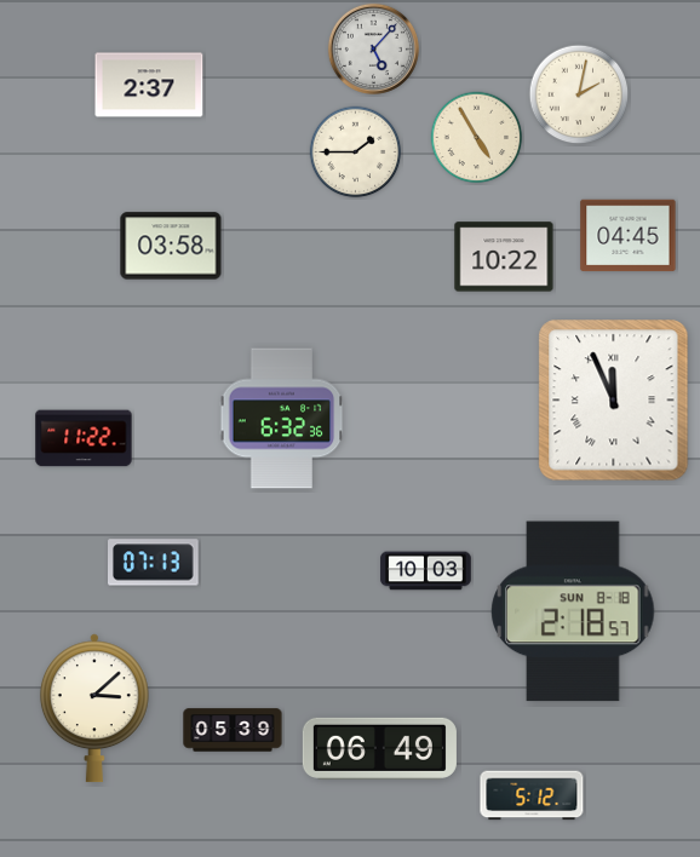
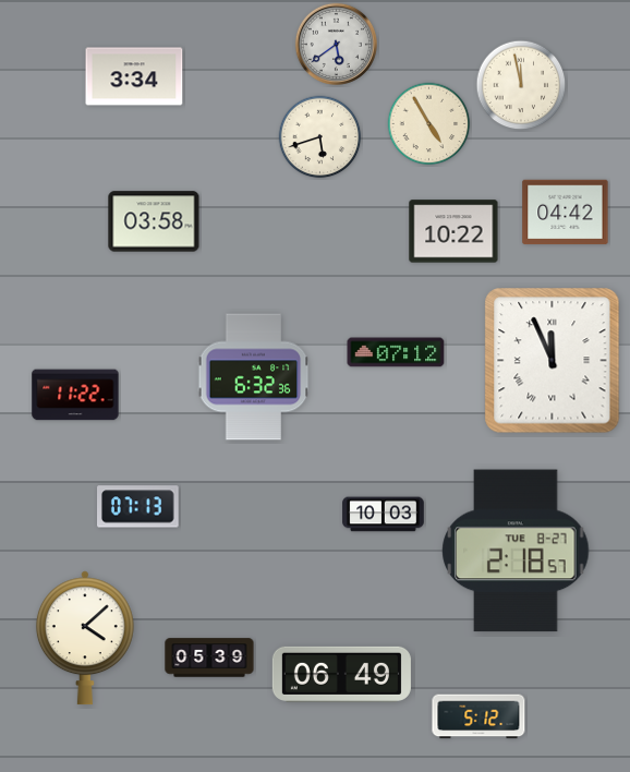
clock at (373, 48): 5:07 -> 5:39
clock at (149, 85): 2:37 -> 3:34
clock at (579, 94): 2:02 -> 11:58
clock at (356, 153): 1:45 -> 5:42
clock at (629, 236): 04:45 -> 04:42
clock at (396, 352): none -> 07:12
clock at (573, 611) date: SUN 8-18 -> TUE 8-27
clock at (94, 708): 3:08 -> 4:08
